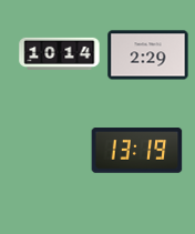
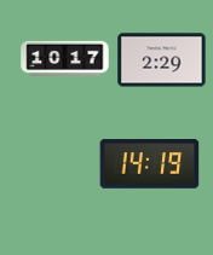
clock at (60, 53): 10:14 -> 10:17
clock at (137, 151): 13:19 -> 14:19
